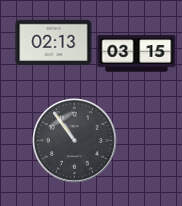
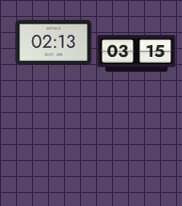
clock at (75, 141): 10:54 -> none
